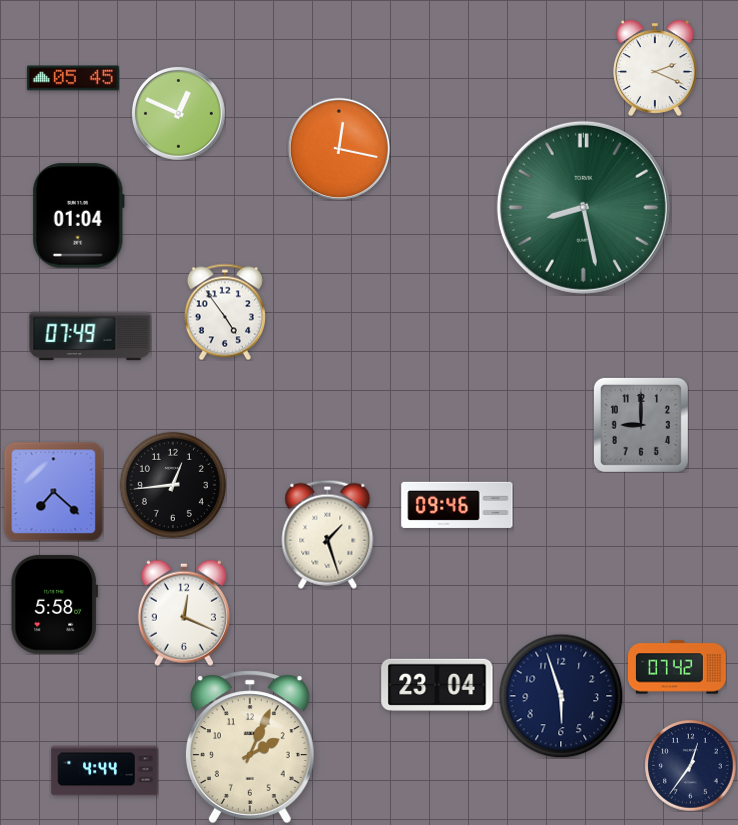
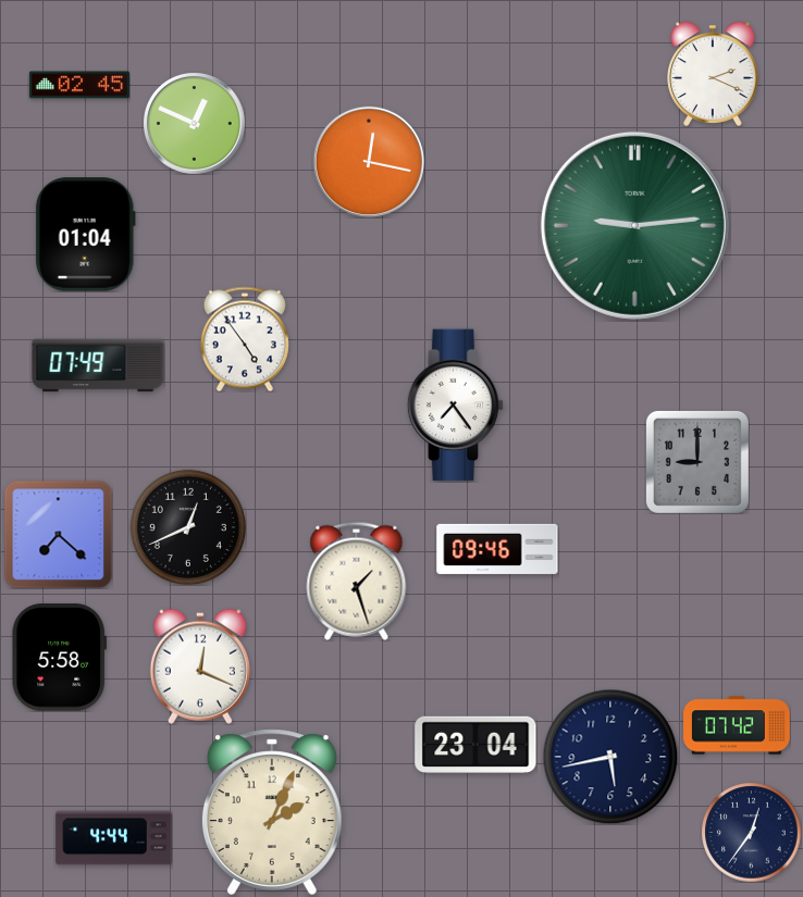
clock at (73, 78): 05:45 -> 02:45
clock at (583, 207): 8:28 -> 9:14
clock at (456, 406): none -> 7:24
clock at (173, 485): 12:44 -> 12:41
clock at (561, 696): 5:57 -> 5:43
